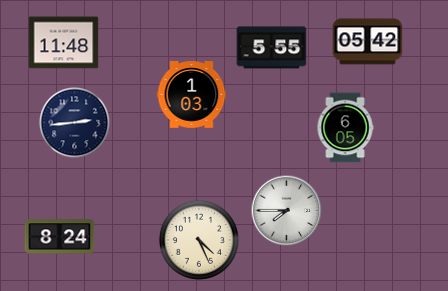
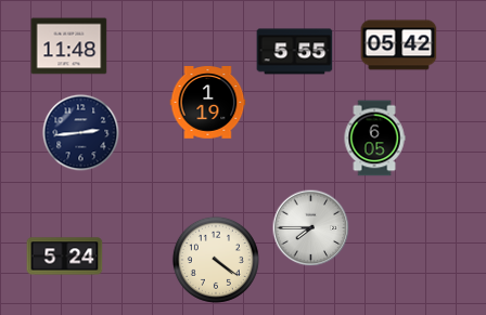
clock at (192, 95): 1:03 -> 1:19
clock at (60, 237): 8:24 -> 5:24
clock at (199, 240): 4:26 -> 4:21
